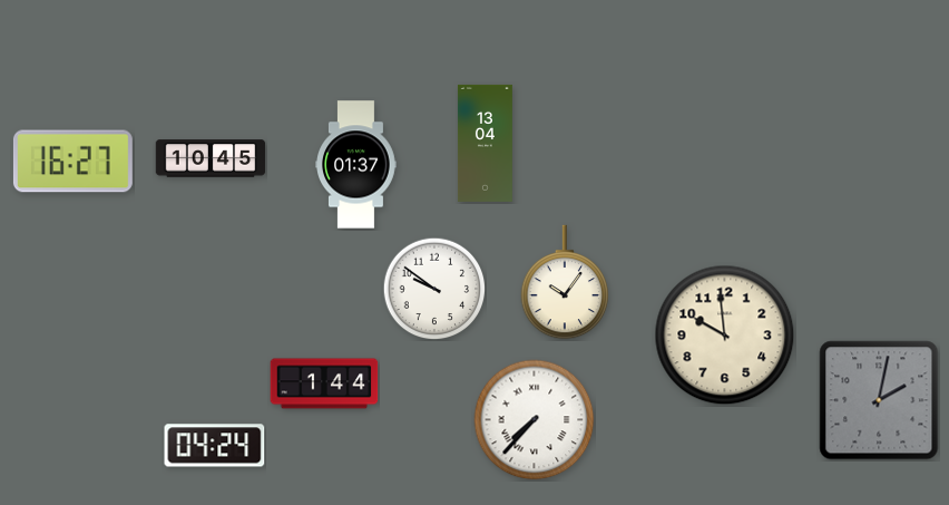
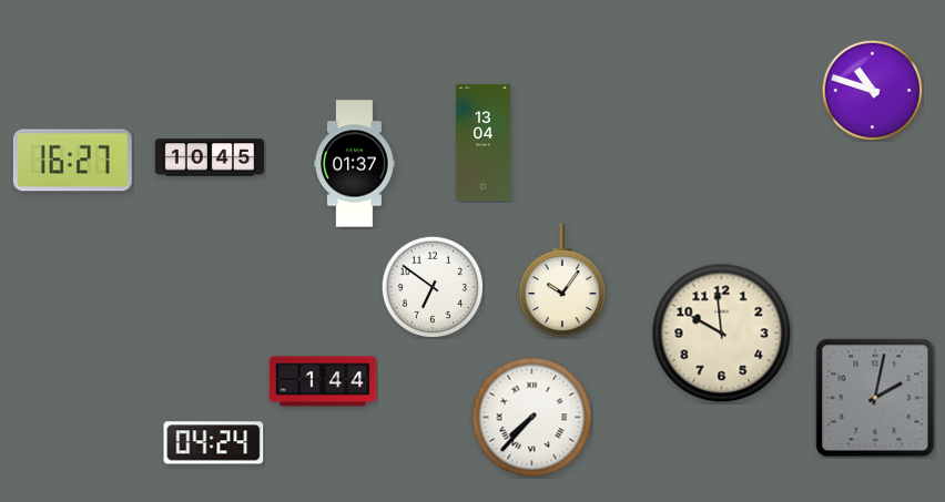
clock at (872, 90): none -> 10:48
clock at (434, 289): 9:51 -> 6:51
